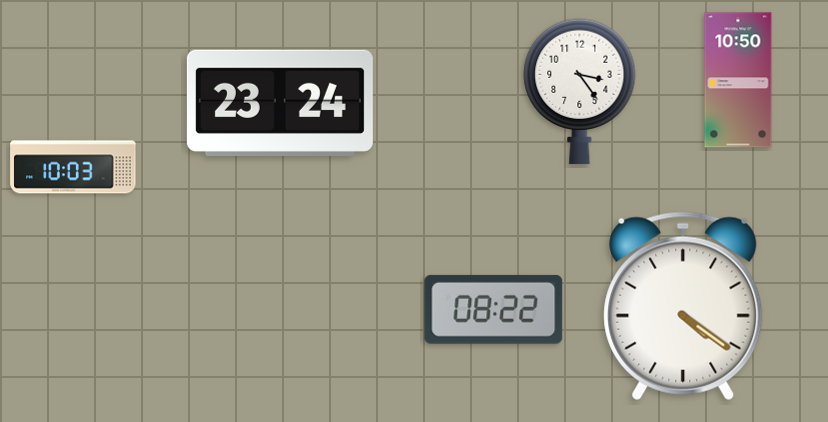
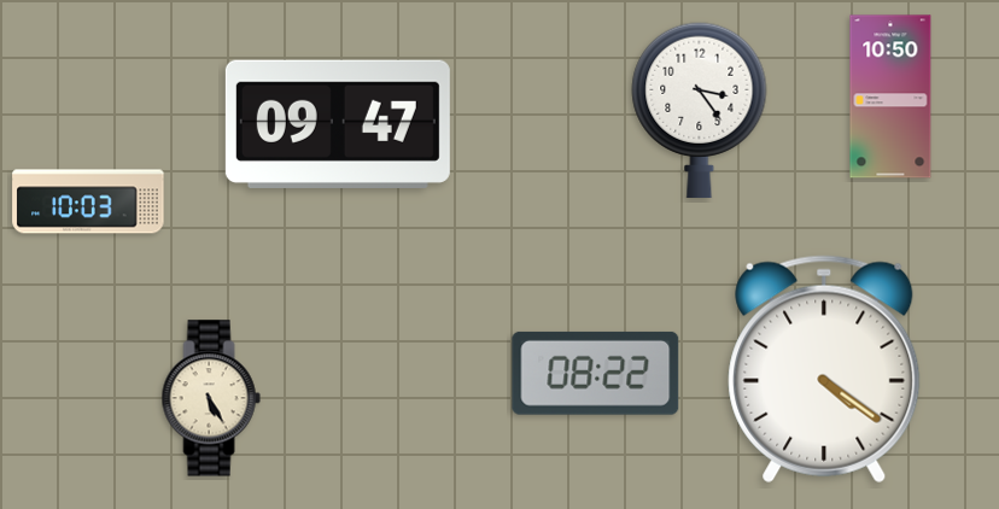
clock at (280, 103): 23:24 -> 09:47
clock at (211, 398): none -> 5:25
